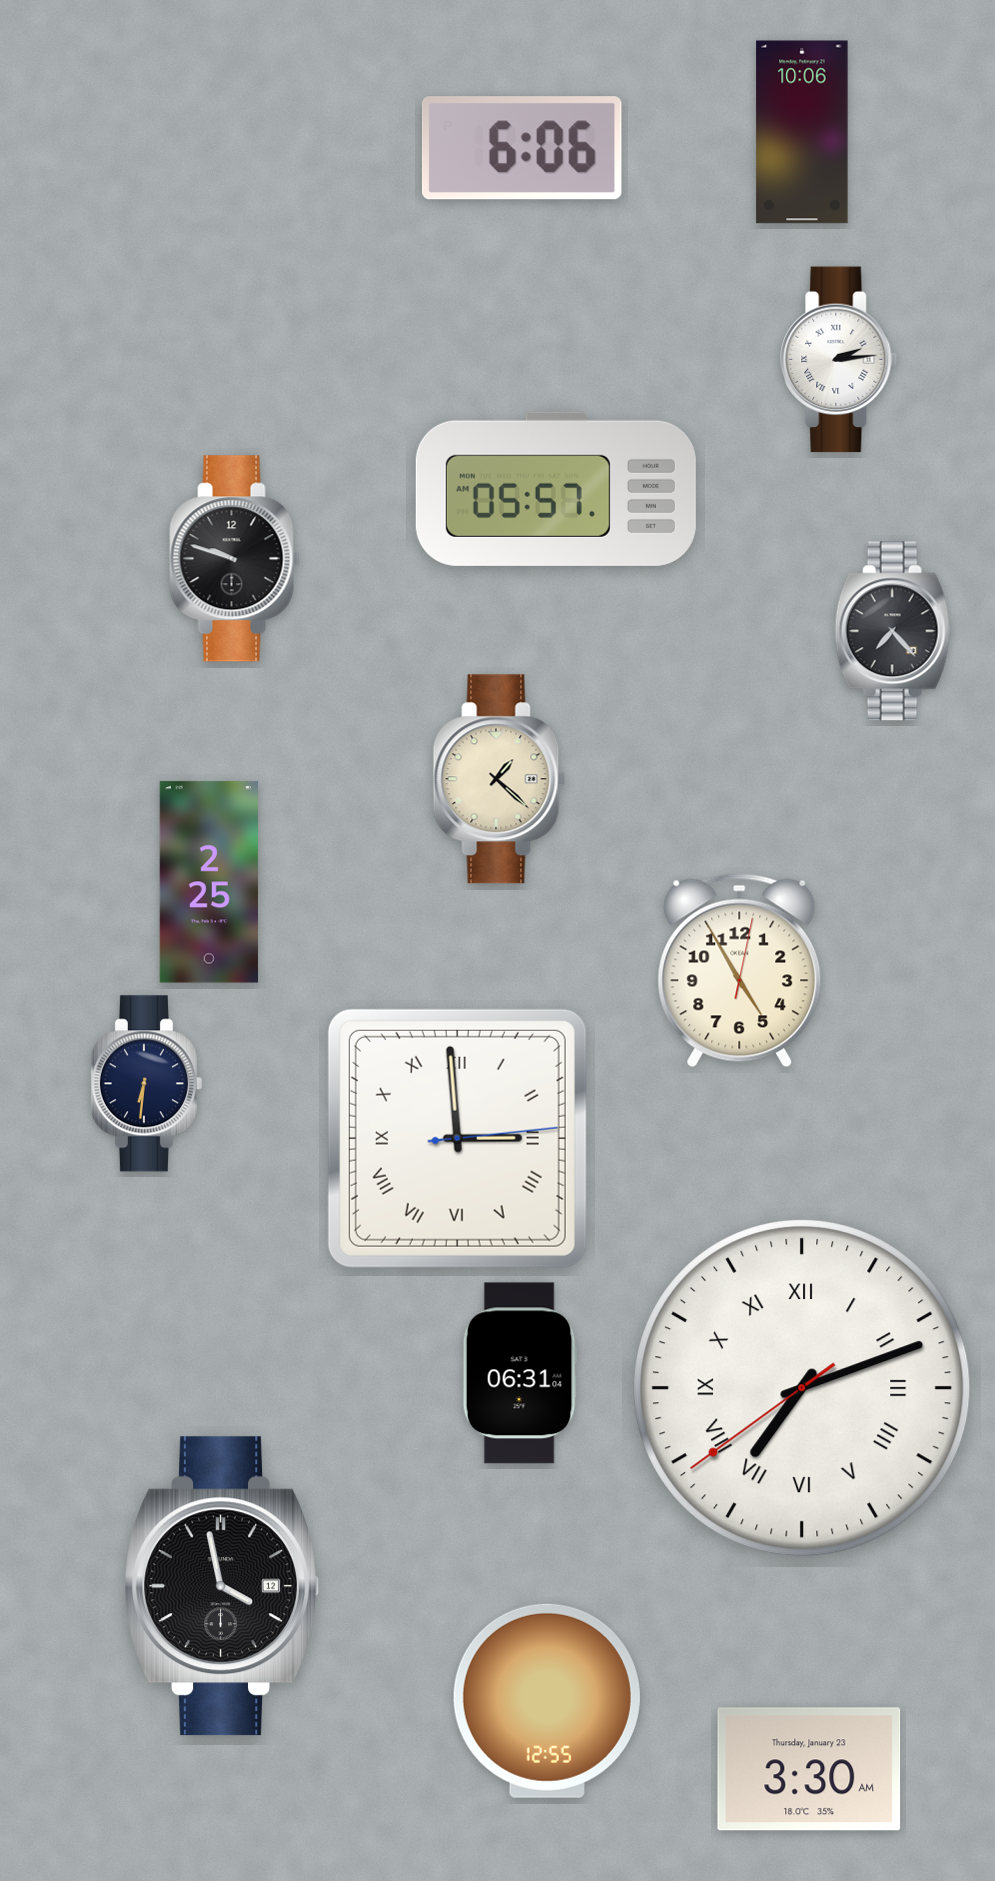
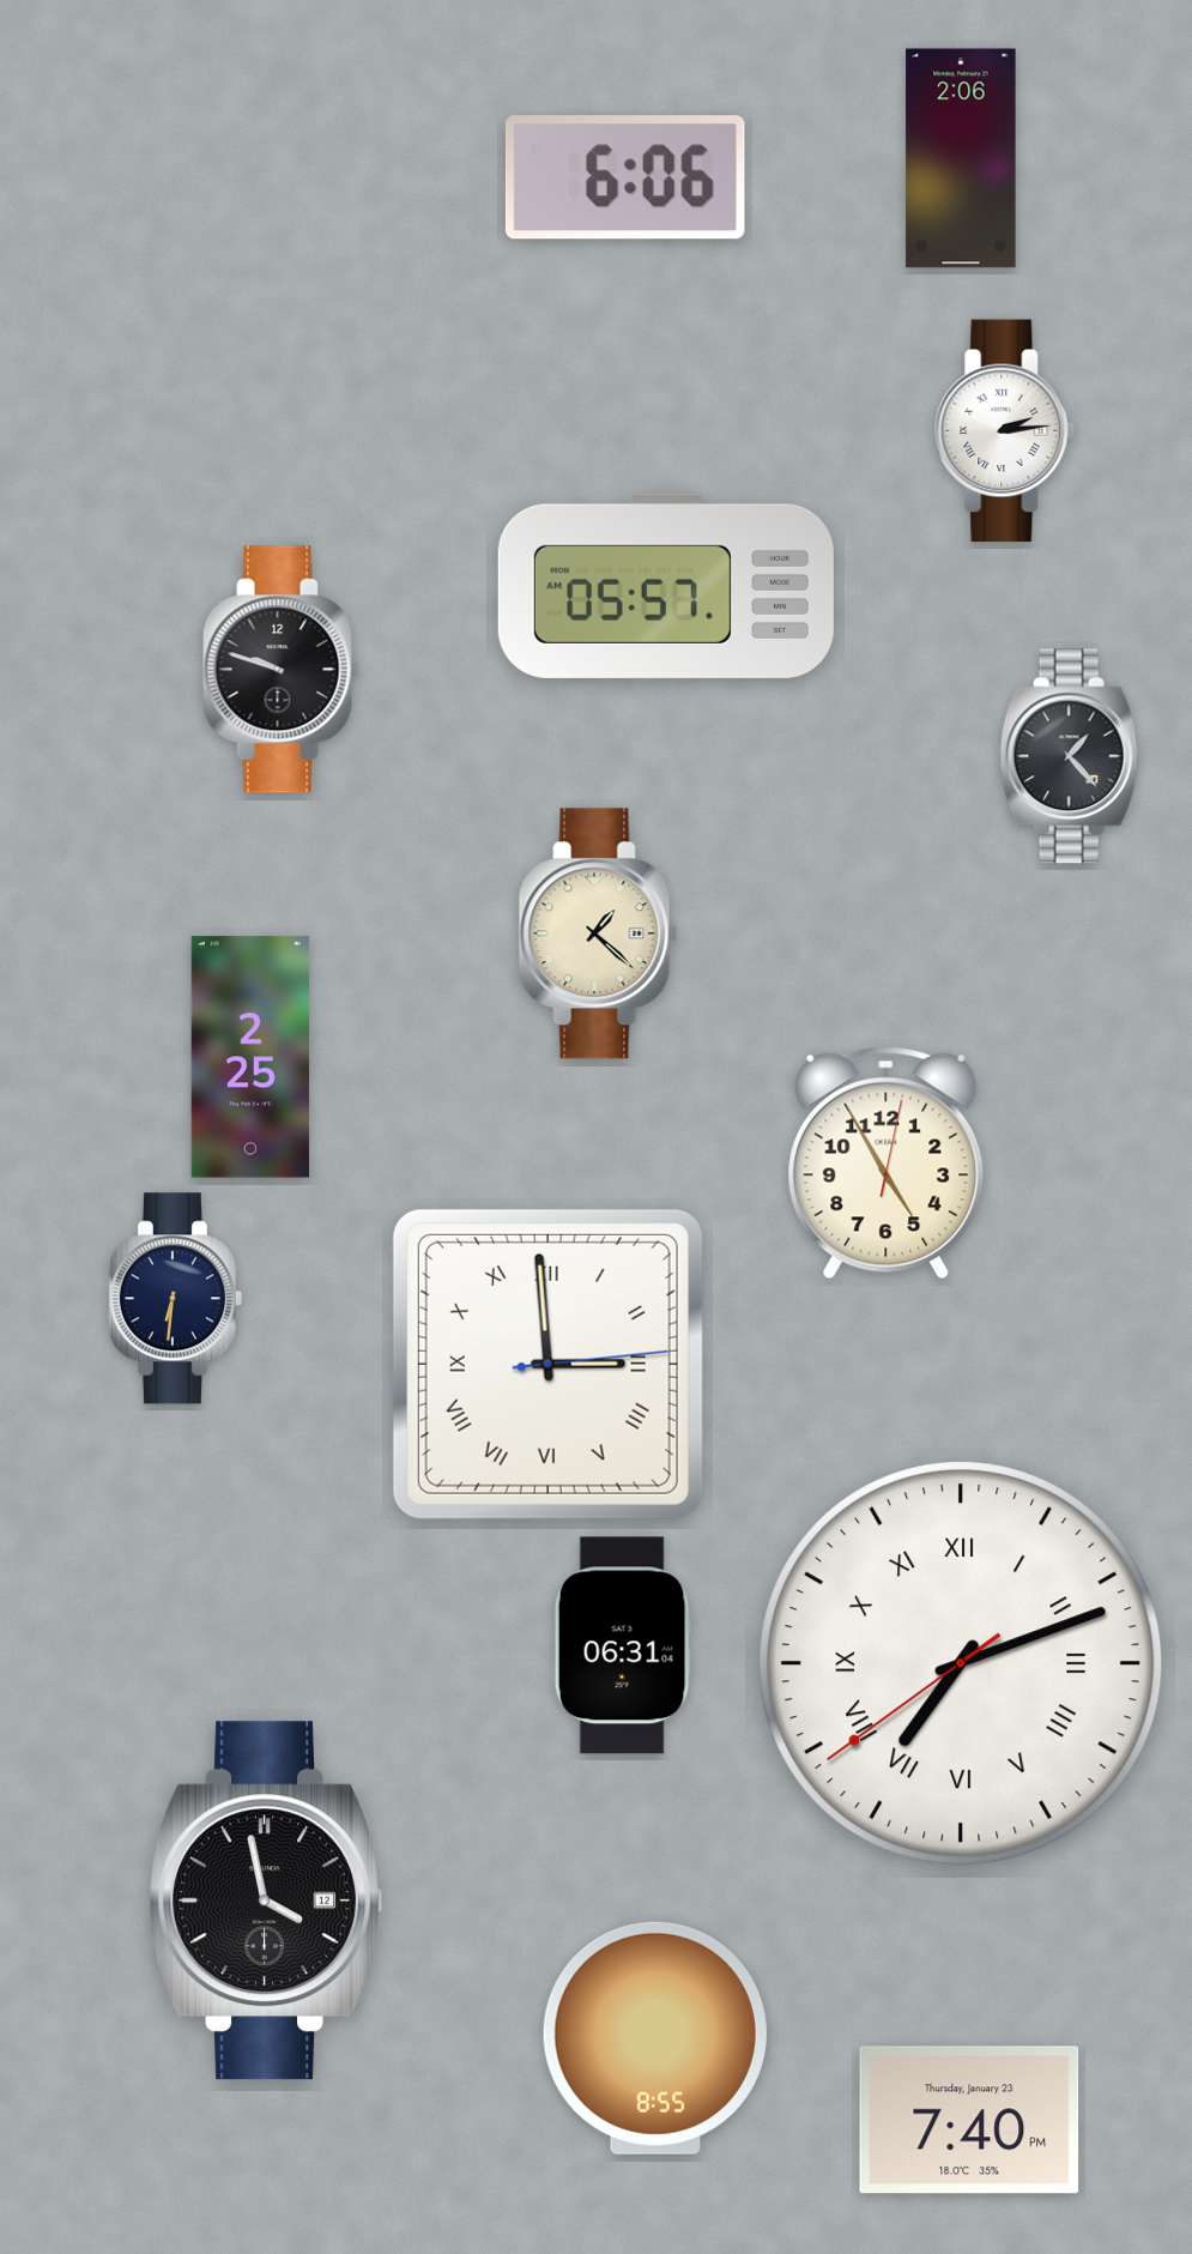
clock at (802, 132): 10:06 -> 2:06
clock at (893, 631): 7:23 -> 1:23
clock at (547, 1701): 12:55 -> 8:55
clock at (809, 1769): 3:30 -> 7:40
